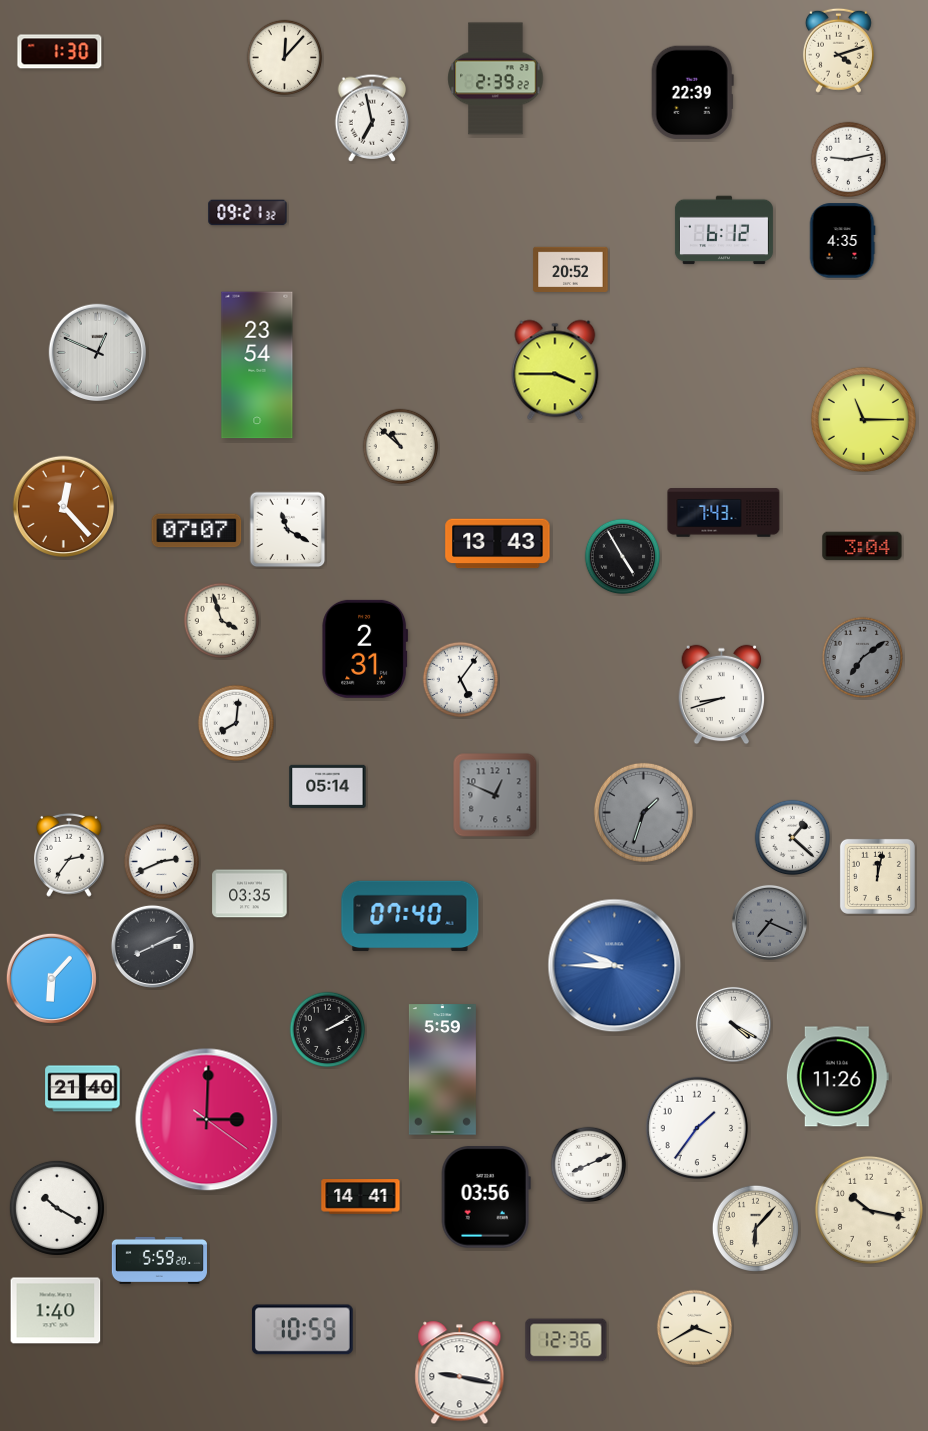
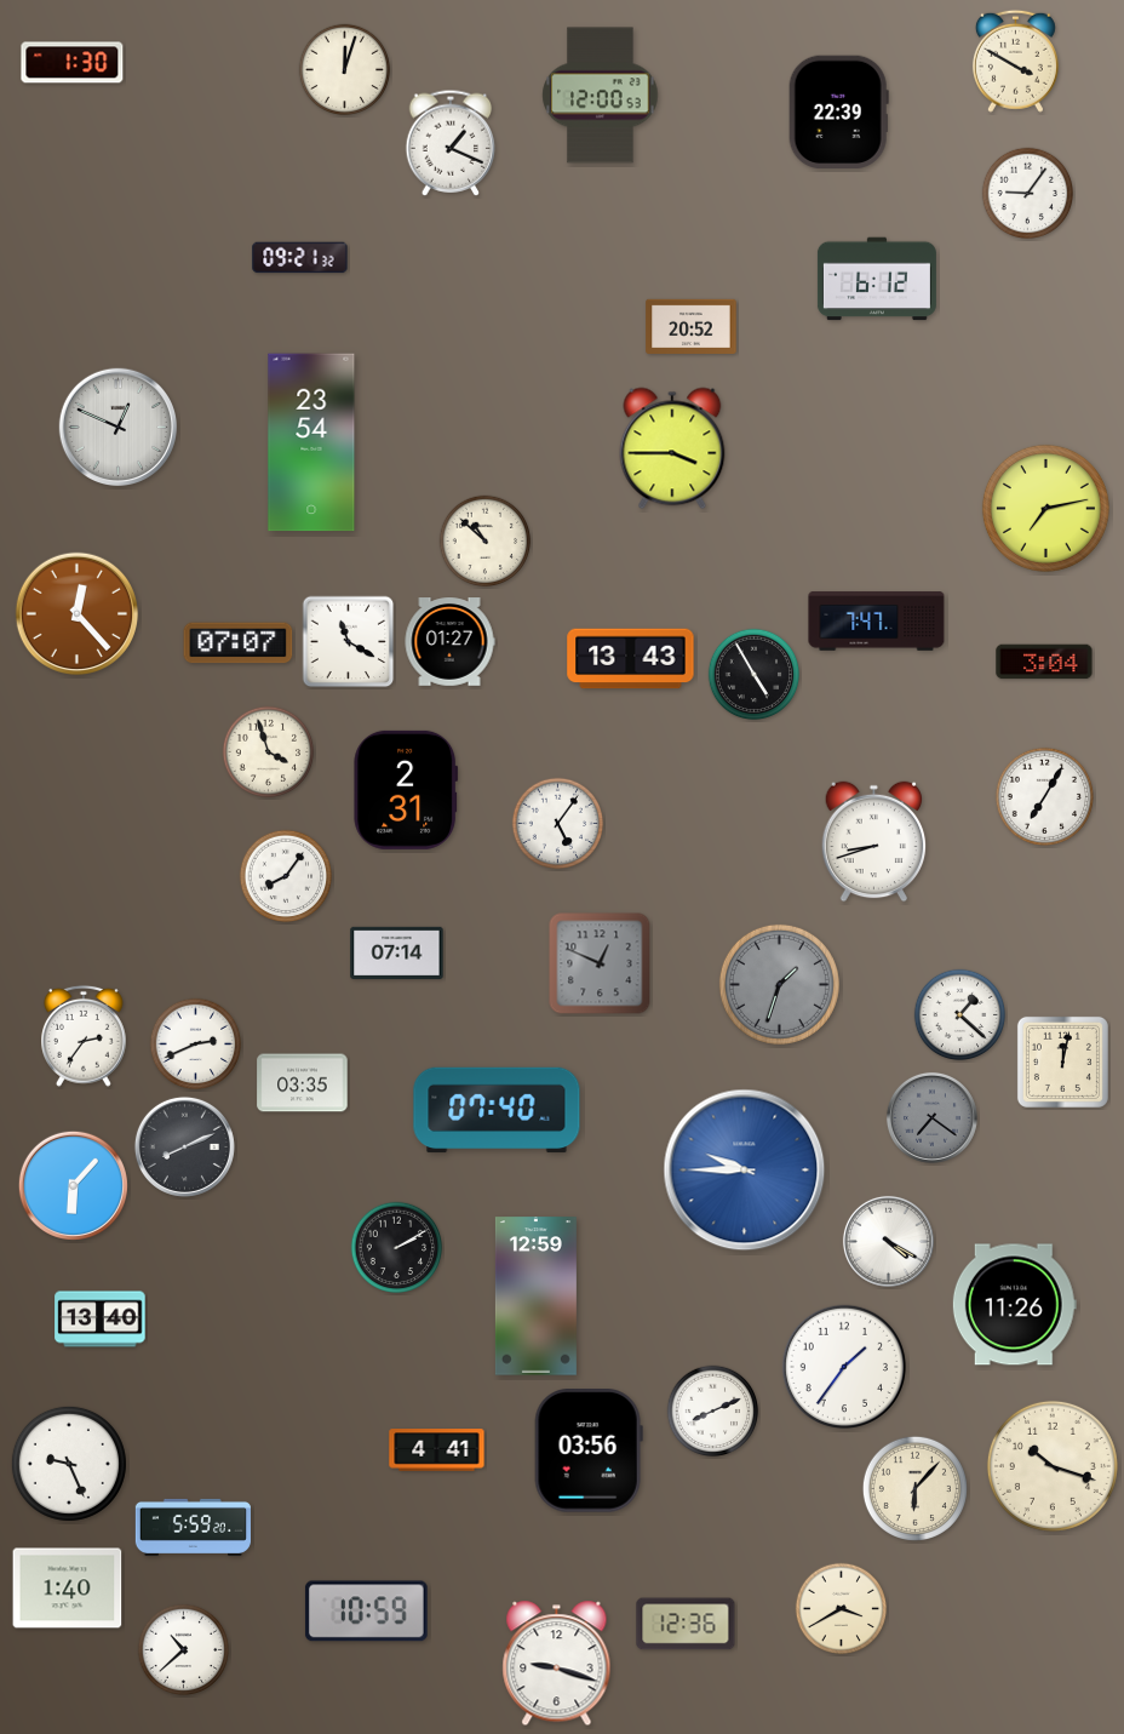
clock at (838, 50): 4:12 -> 3:50
clock at (285, 58): 12:07 -> 12:03
clock at (496, 79): 2:39 -> 12:00
clock at (372, 118): 6:58 -> 1:19
clock at (849, 160): 9:13 -> 9:06
clock at (842, 241): 4:35 -> none
clock at (863, 419): 11:15 -> 7:13
clock at (724, 513): 7:43 -> 7:47
clock at (449, 642): none -> 01:27
clock at (498, 544) position: (498, 544) -> (631, 659)
clock at (365, 649) position: (365, 649) -> (406, 790)
clock at (863, 658): 7:09 -> 7:05
clock at (863, 658) dial: grey -> white
clock at (236, 723): 8:01 -> 8:06
clock at (328, 786): 05:14 -> 07:14
clock at (769, 922): 7:19 -> 7:21
clock at (51, 978) position: (51, 978) -> (73, 1185)
clock at (442, 1070): 5:59 -> 12:59
clock at (83, 1089): 21:40 -> 13:40
clock at (207, 1120): 3:00 -> none
clock at (361, 1197): 14:41 -> 4:41
clock at (57, 1208): 10:20 -> 9:26
clock at (869, 1210): 10:17 -> 10:18
clock at (184, 1650): none -> 10:38
clock at (460, 1373): 9:17 -> 9:18
